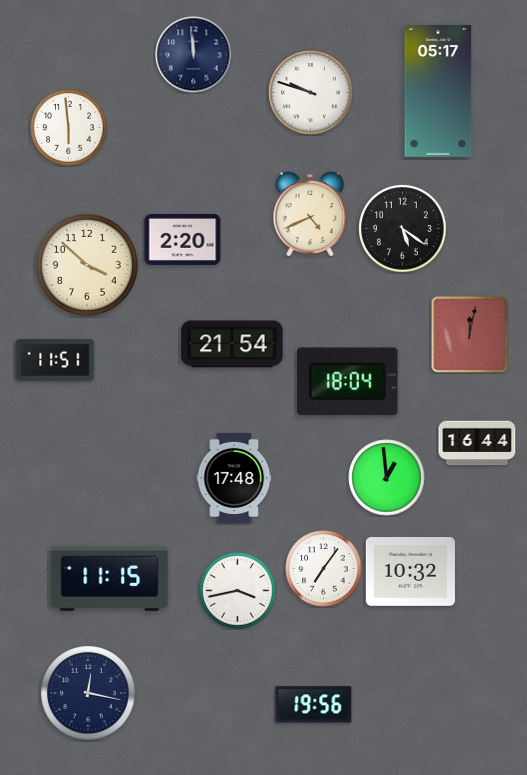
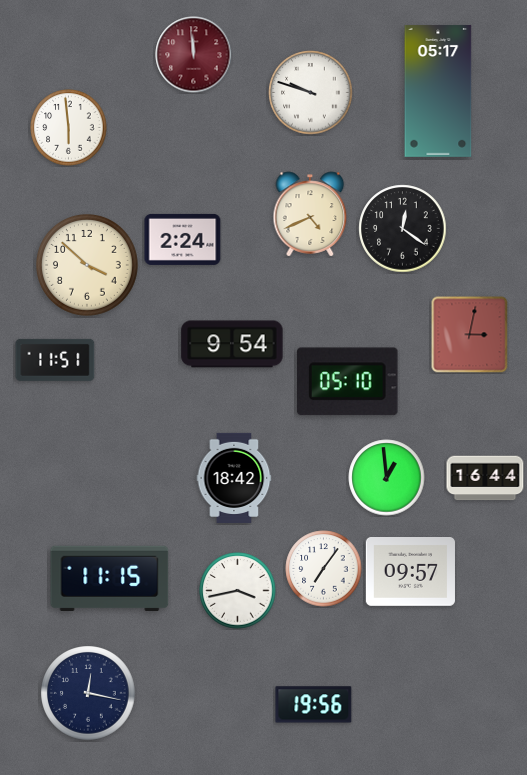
clock at (194, 55) dial: navy -> burgundy
clock at (403, 229): 5:21 -> 12:21
clock at (183, 239): 2:20 -> 2:24
clock at (470, 335): 12:02 -> 3:02
clock at (232, 344): 21:54 -> 9:54
clock at (348, 382): 18:04 -> 05:10
clock at (477, 443) position: (477, 443) -> (485, 478)
clock at (234, 478): 17:48 -> 18:42
clock at (410, 572): 10:32 -> 09:57
